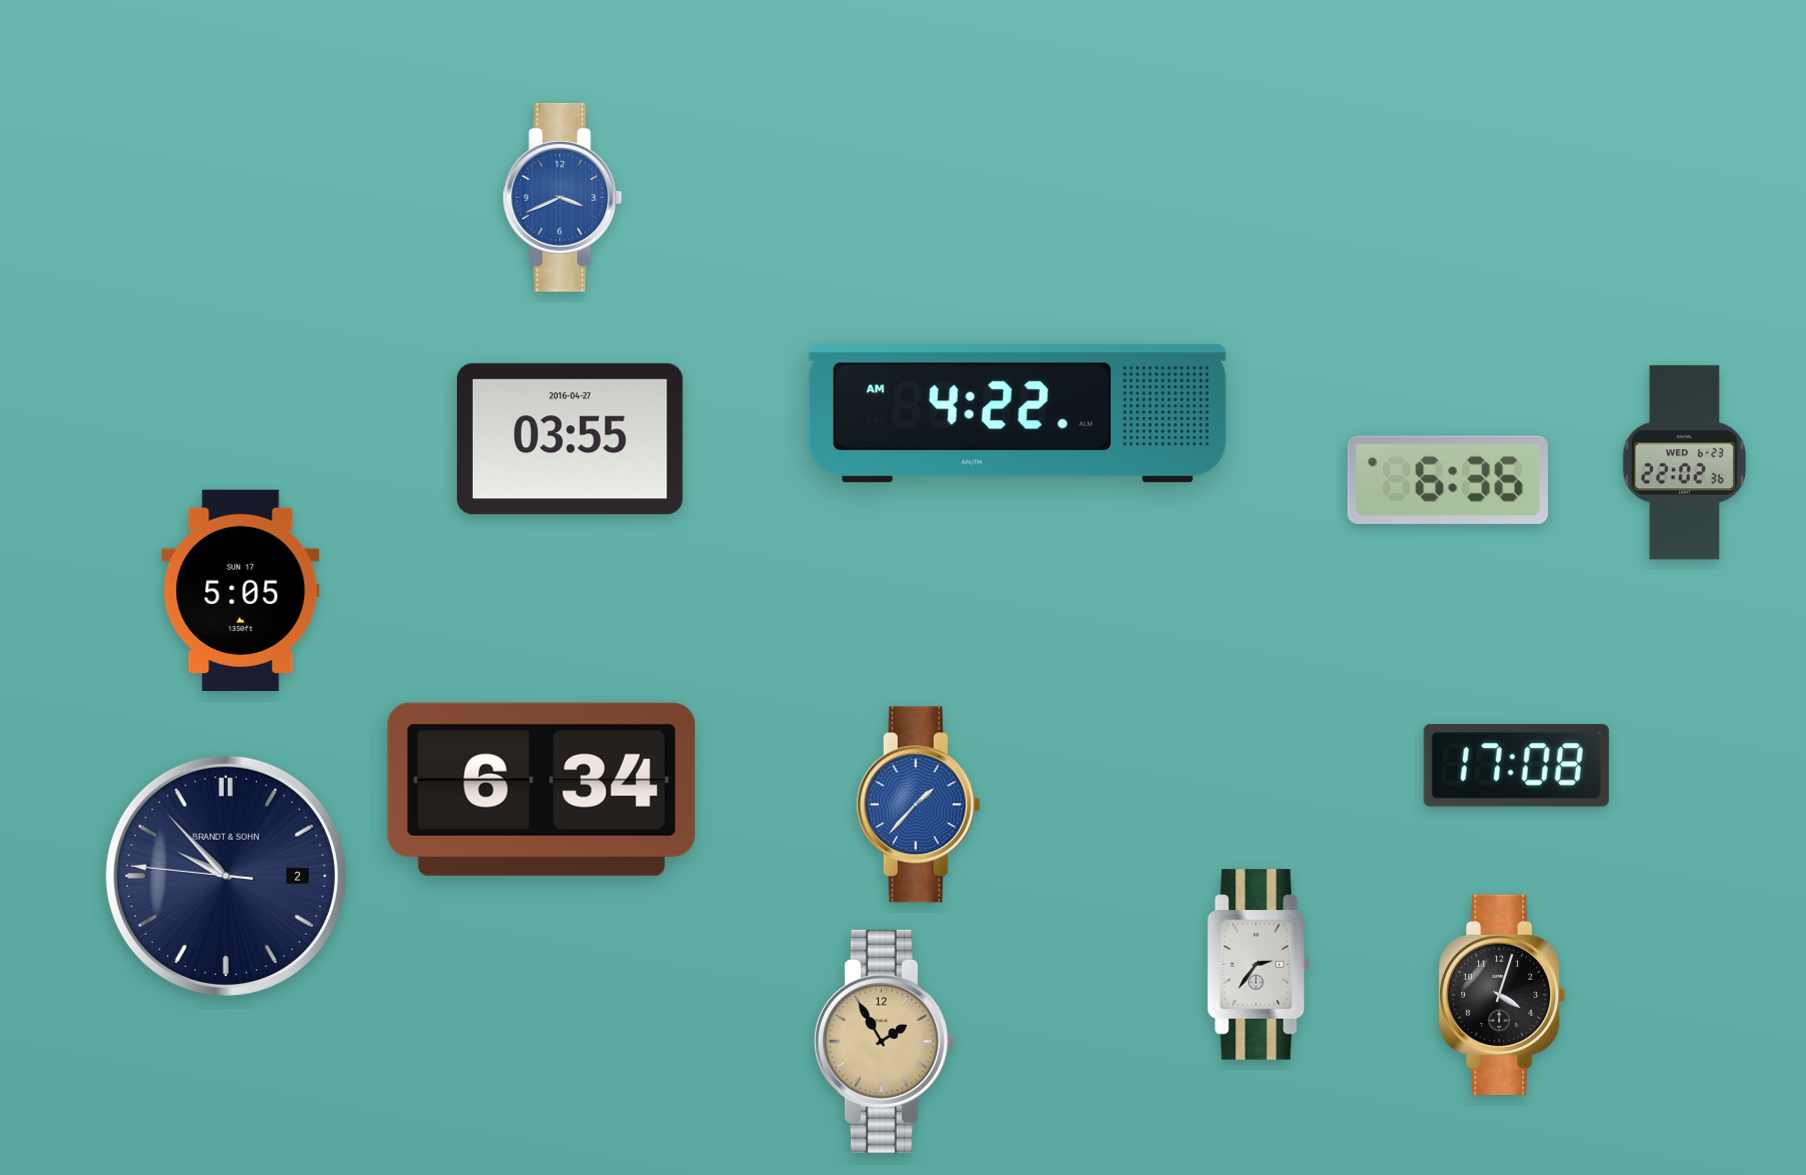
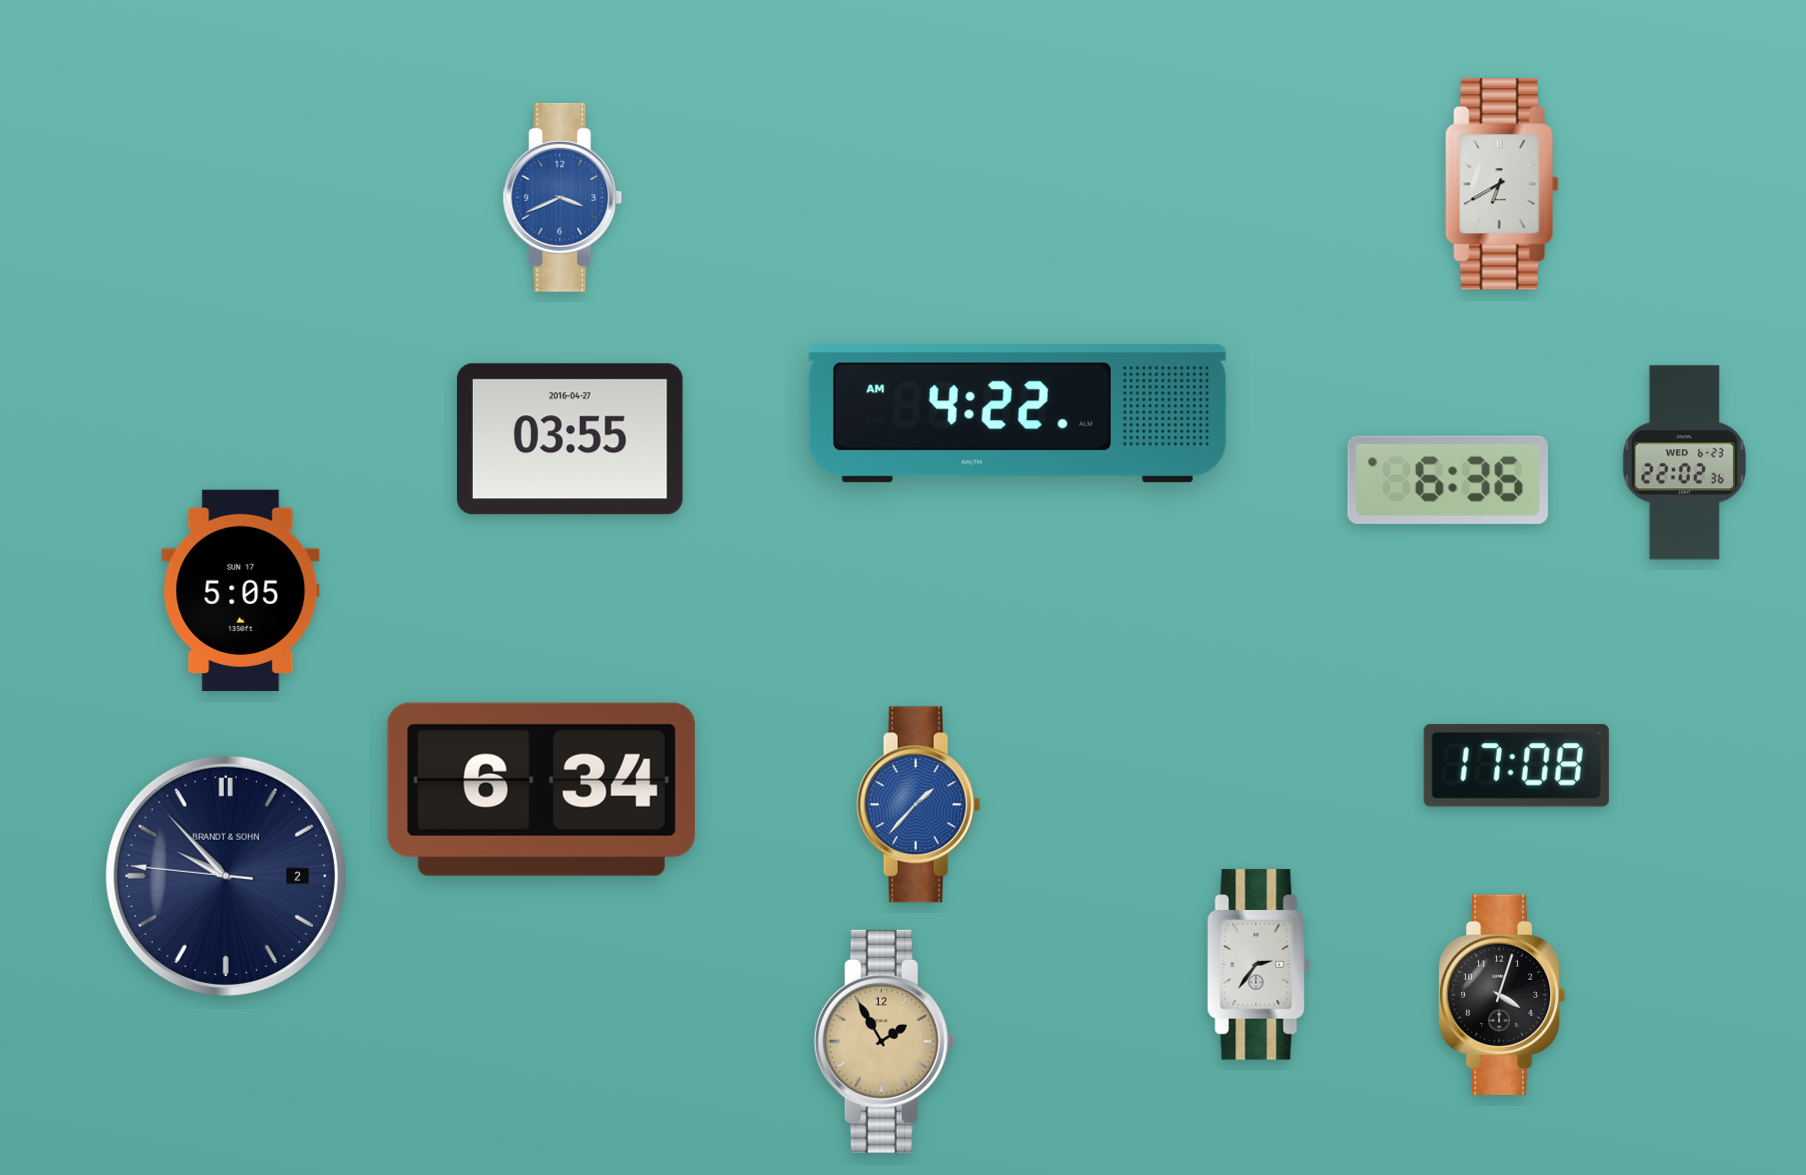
clock at (1502, 184): none -> 6:40
